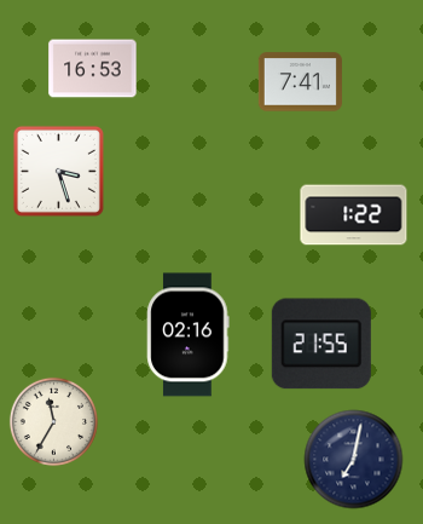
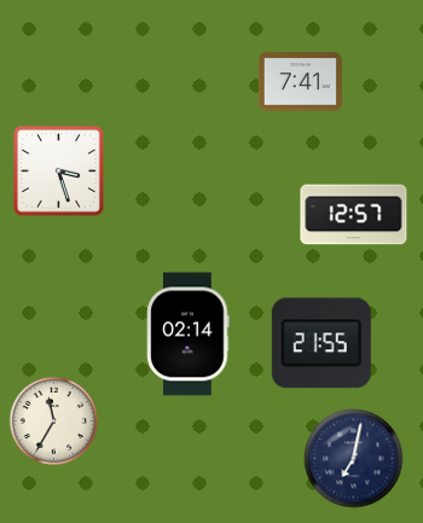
clock at (93, 69): 16:53 -> none
clock at (354, 215): 1:22 -> 12:57
clock at (189, 335): 02:16 -> 02:14
